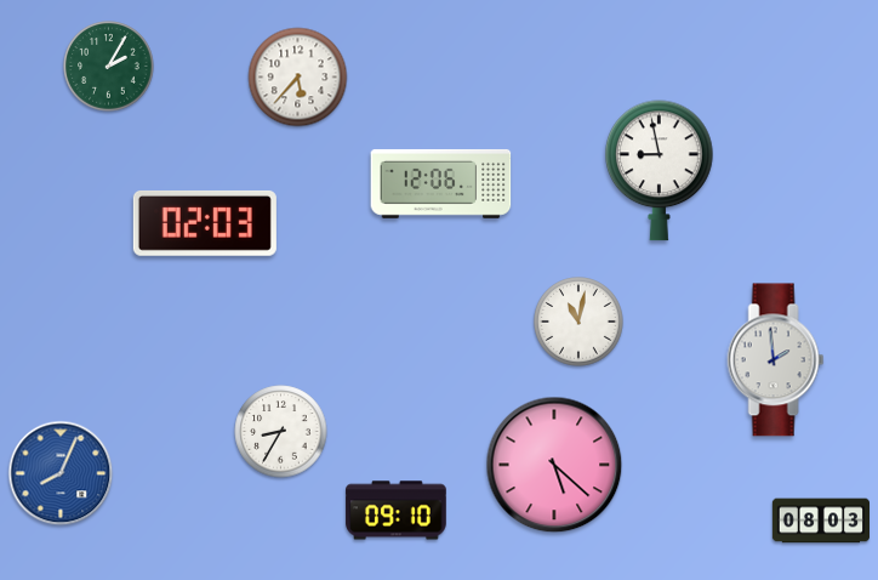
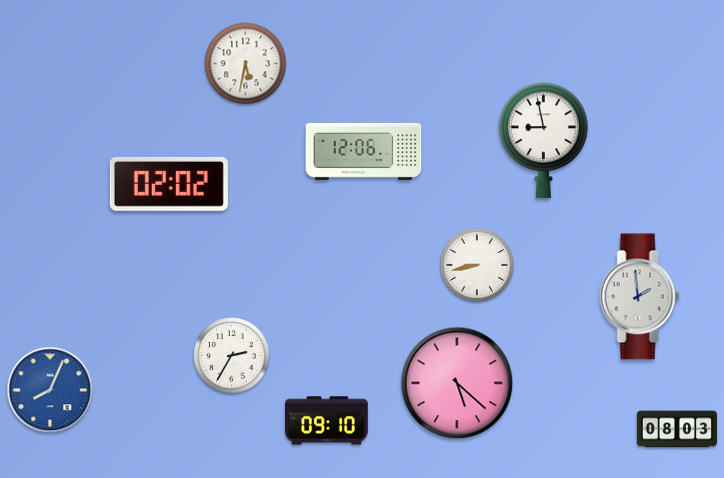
clock at (109, 67): 2:05 -> none
clock at (298, 78): 5:37 -> 5:32
clock at (205, 223): 02:03 -> 02:02
clock at (578, 322): 11:02 -> 8:43
clock at (281, 432): 8:35 -> 2:35
